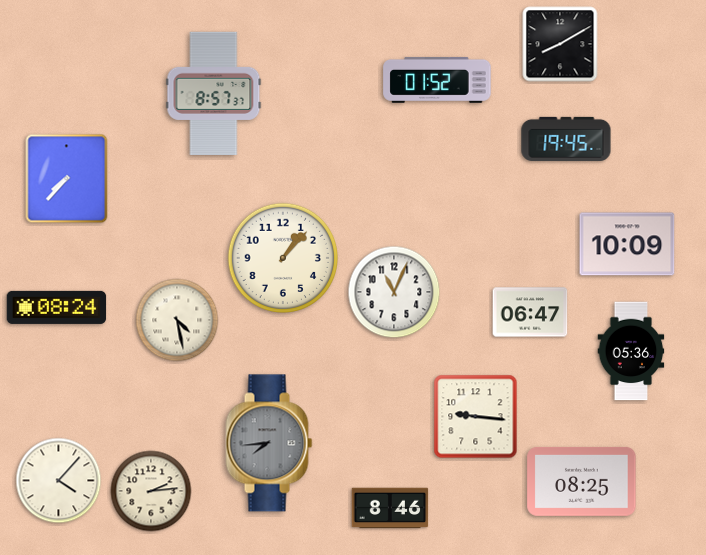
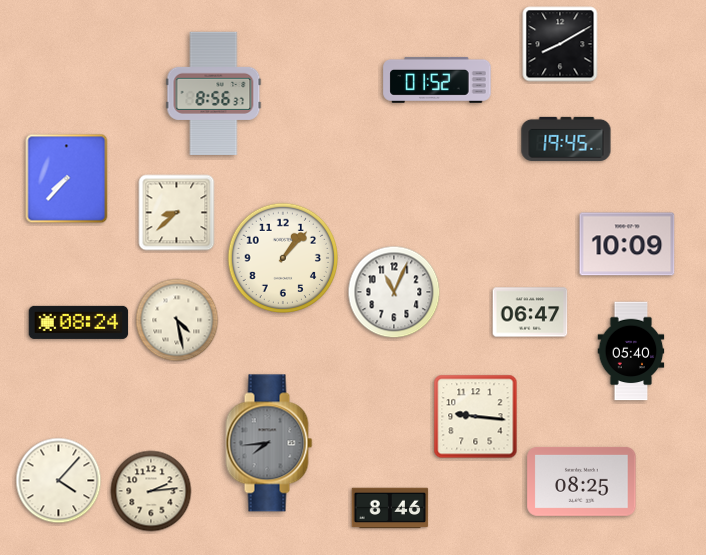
clock at (214, 93): 8:57 -> 8:56
clock at (177, 213): none -> 8:38
clock at (57, 307) position: (57, 307) -> (79, 322)
clock at (631, 351): 05:36 -> 05:40
